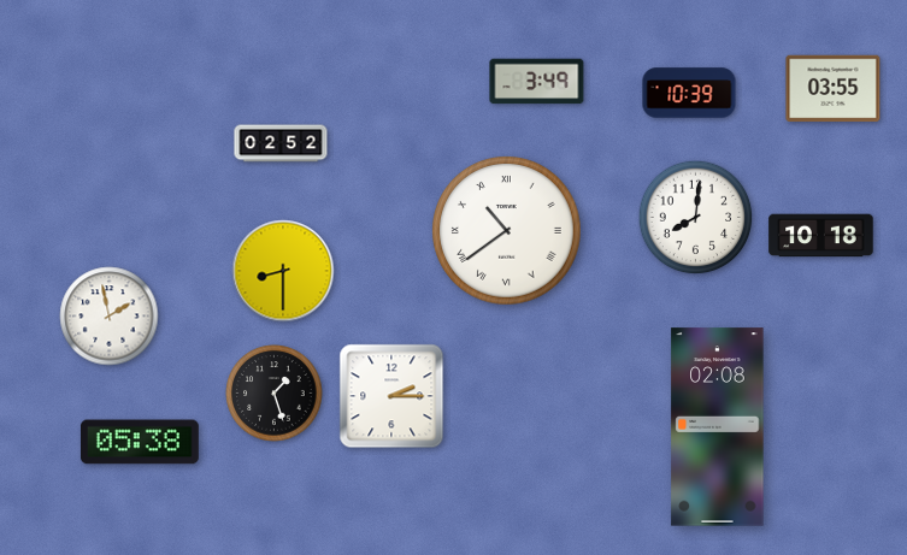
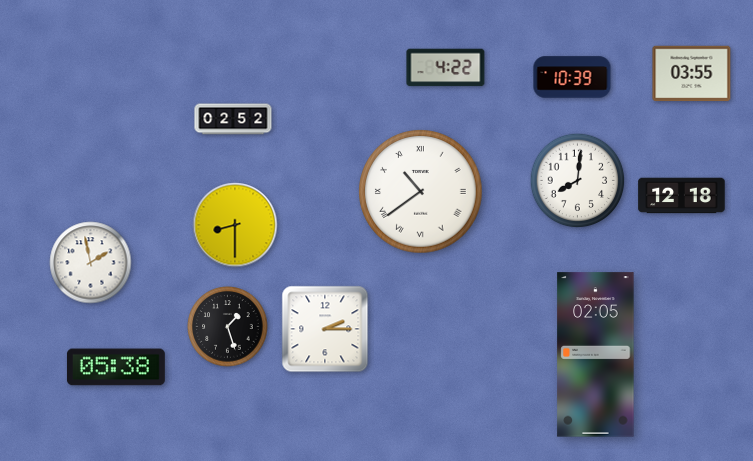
clock at (537, 82): 3:49 -> 4:22
clock at (821, 236): 10:18 -> 12:18
clock at (718, 427): 02:08 -> 02:05
